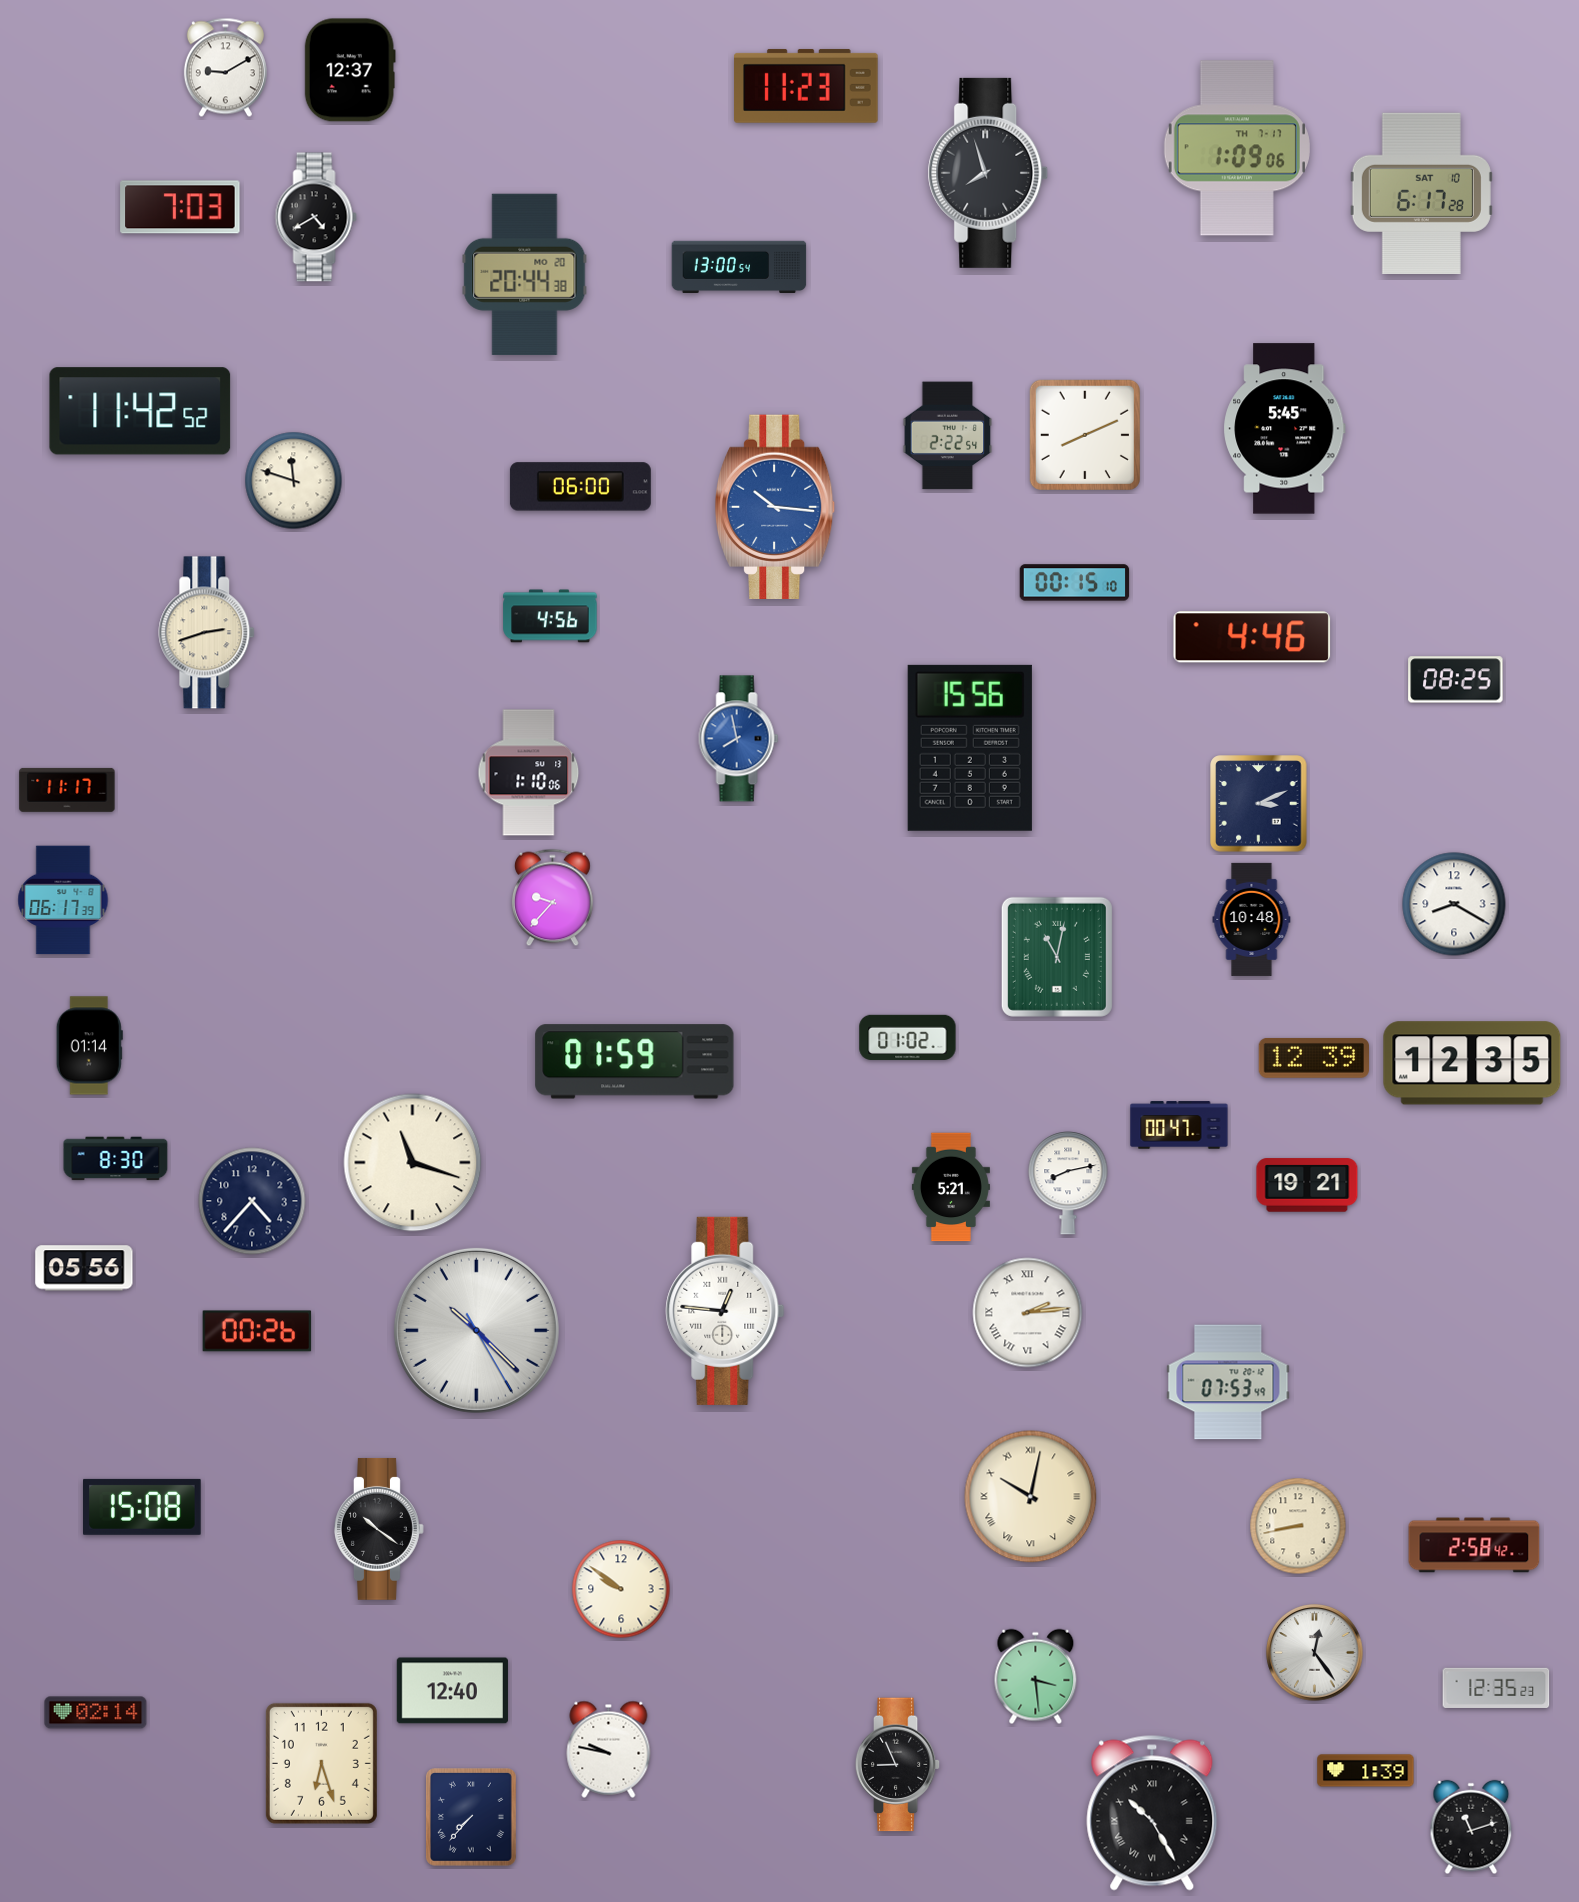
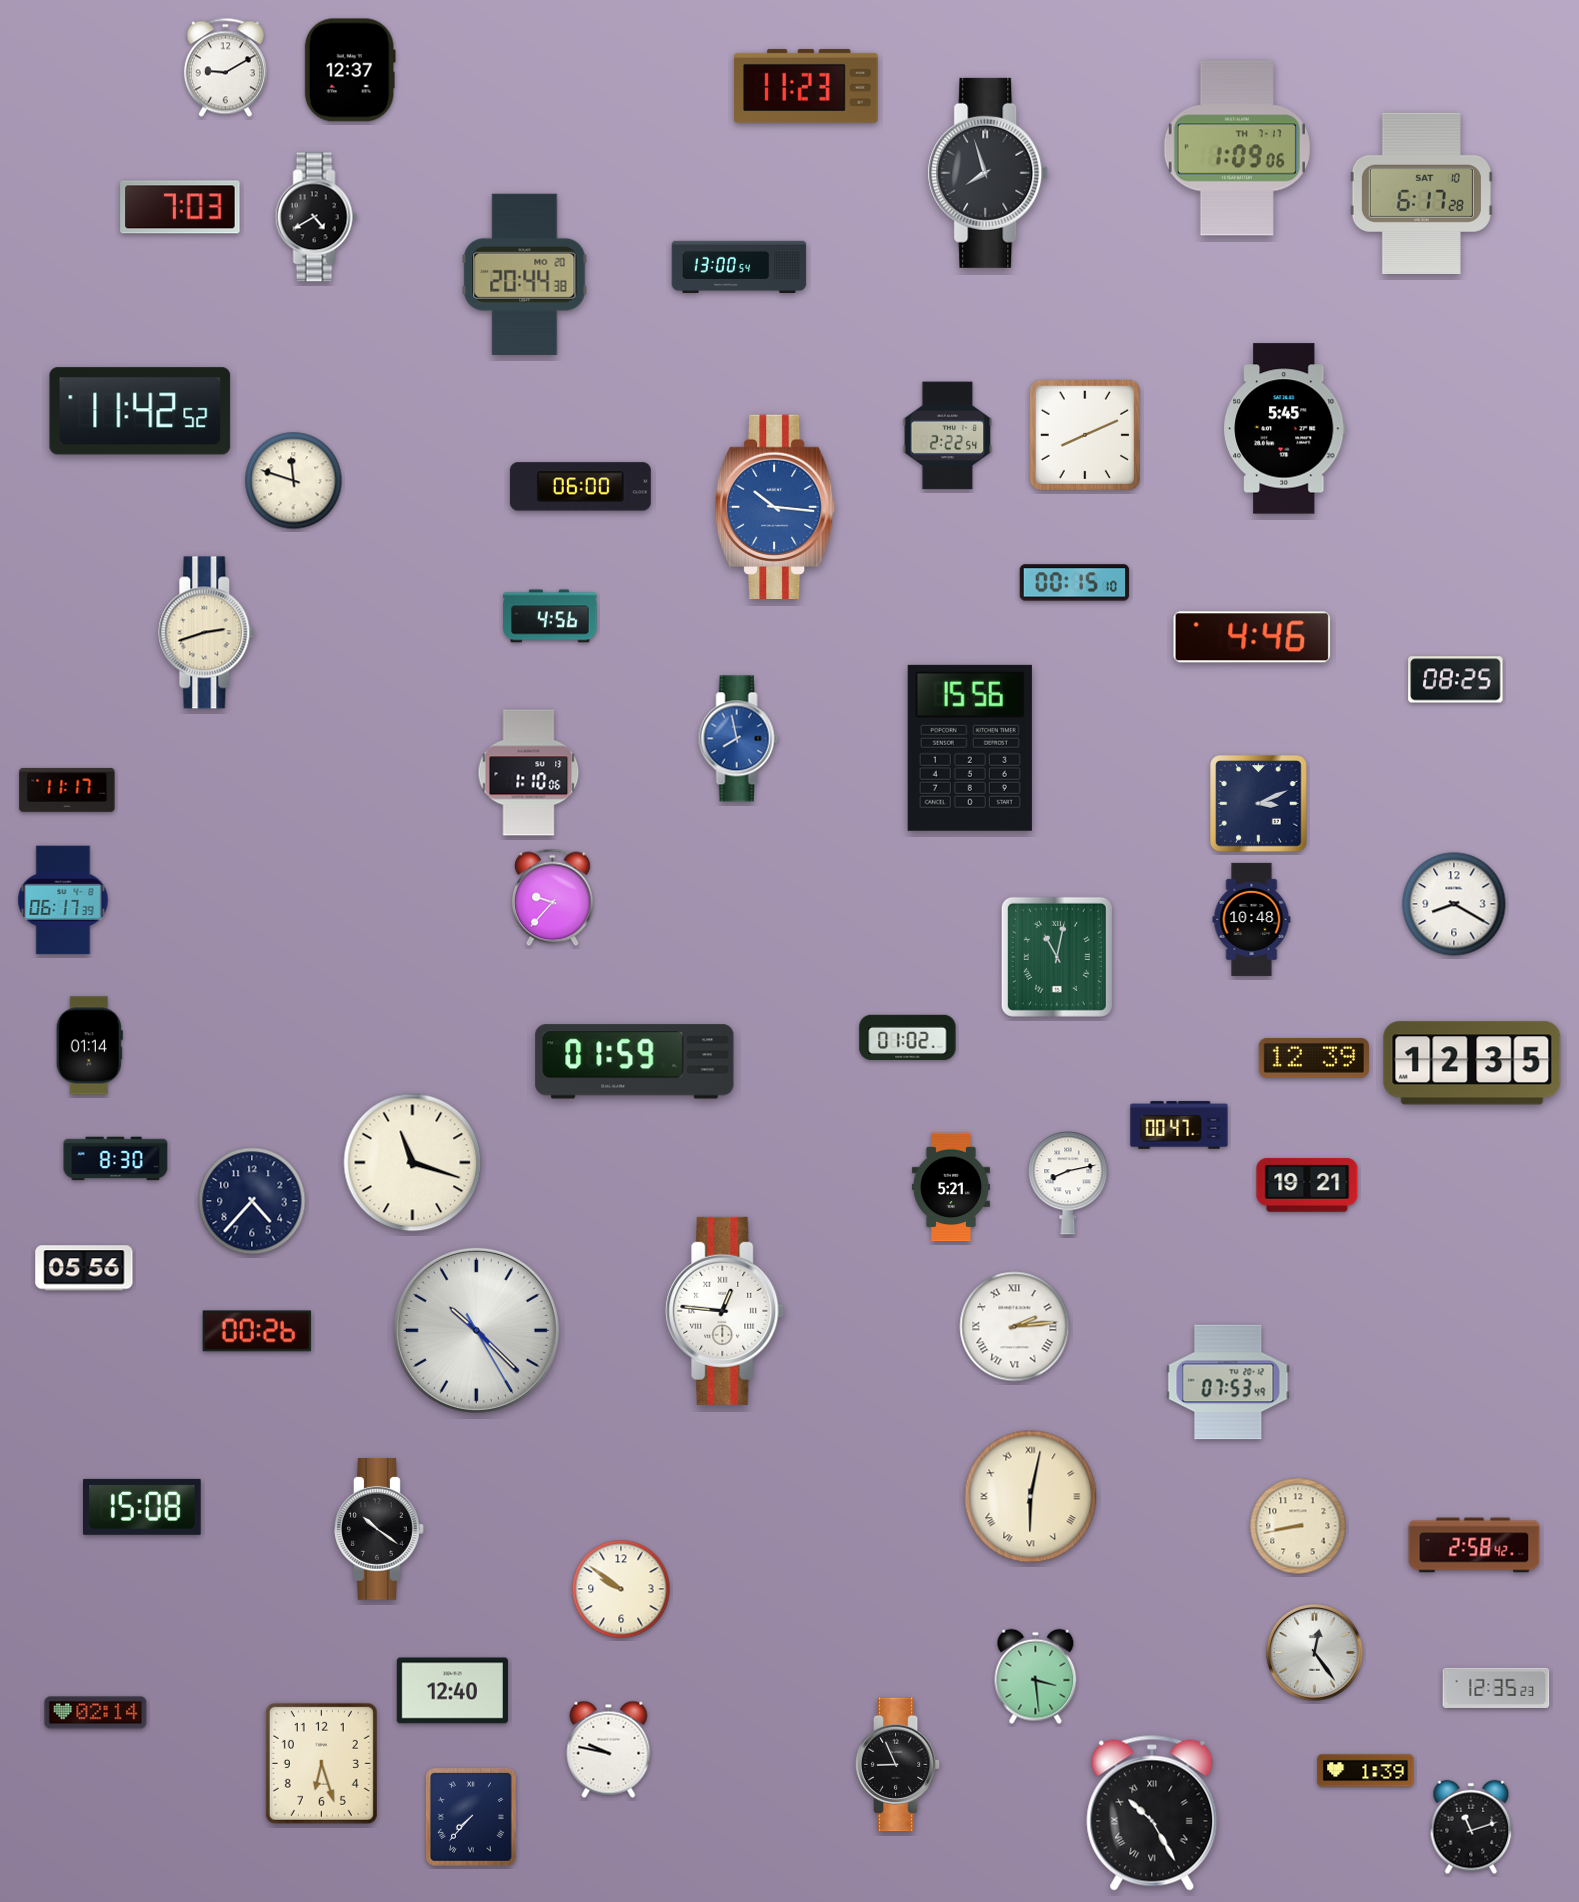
clock at (1028, 1313) position: (1028, 1313) -> (1015, 1327)
clock at (1031, 1497): 10:02 -> 6:02
